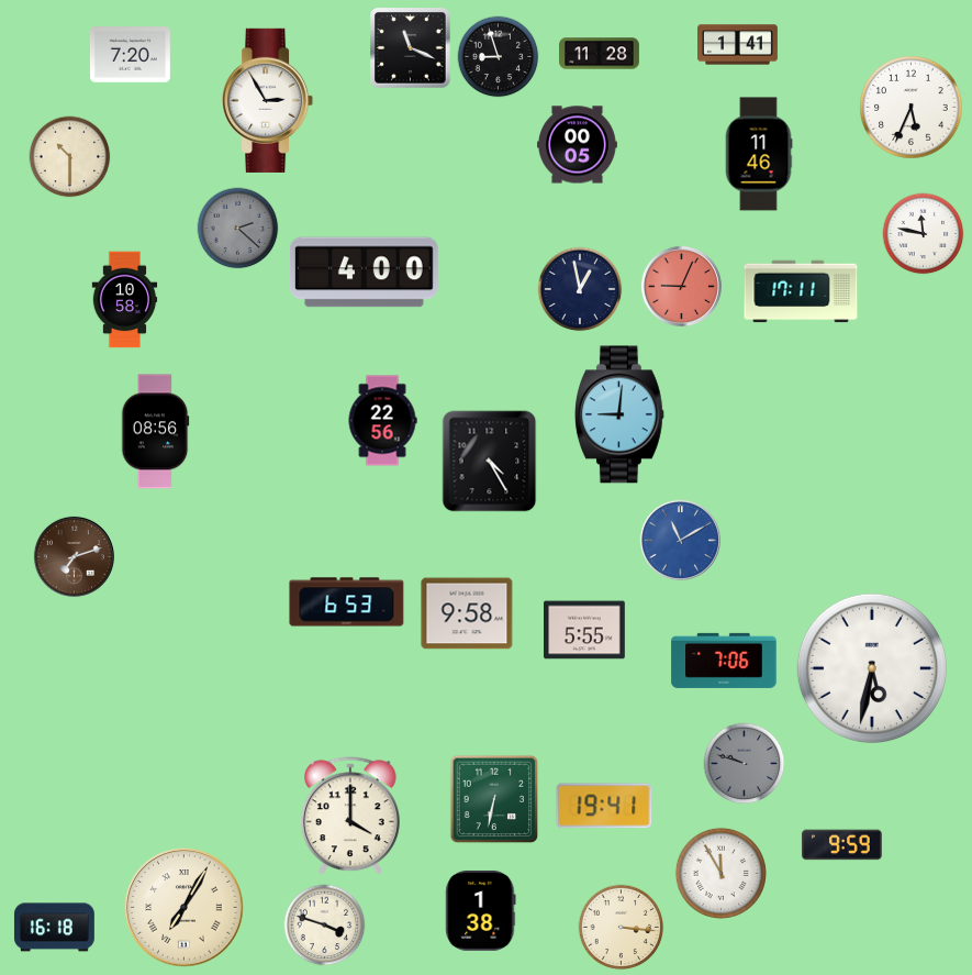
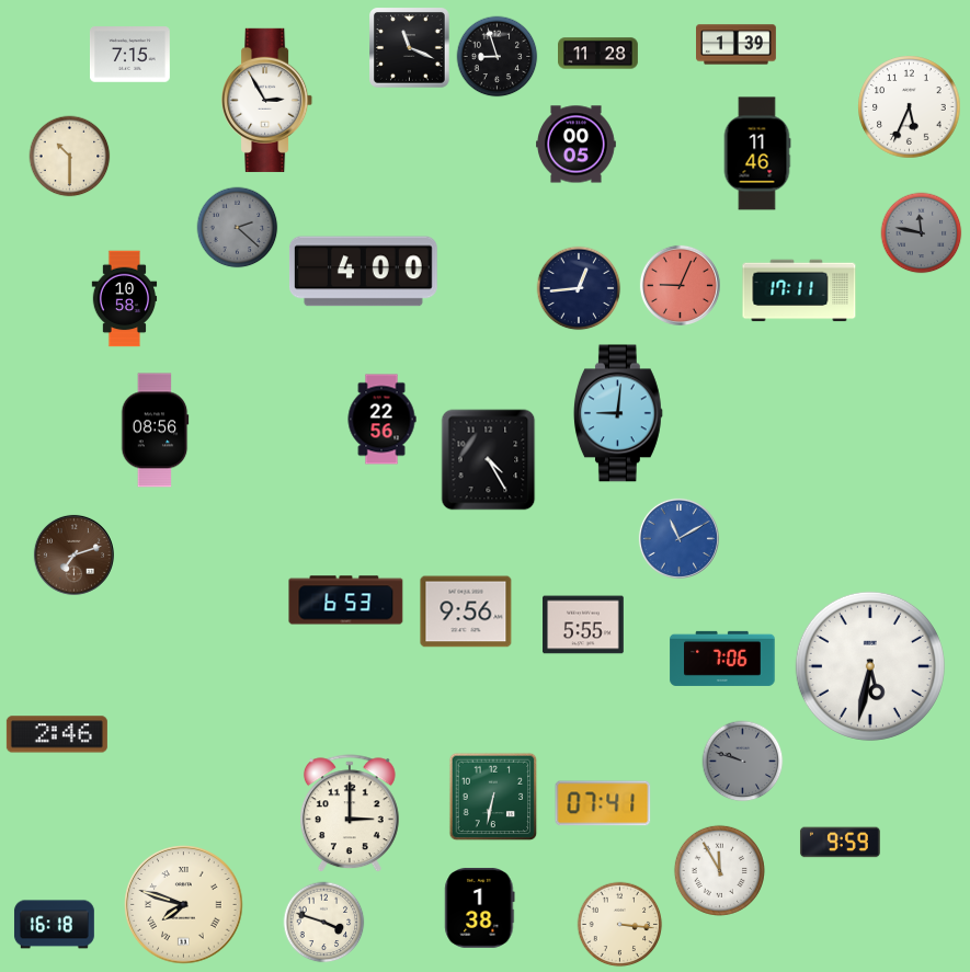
clock at (738, 45): 1:41 -> 1:39
clock at (131, 55): 7:20 -> 7:15
clock at (924, 234) dial: white -> grey
clock at (580, 289): 12:58 -> 12:44
clock at (467, 613): 9:58 -> 9:56
clock at (584, 630) position: (584, 630) -> (583, 625)
clock at (57, 734): none -> 2:46
clock at (604, 806): 19:41 -> 07:41
clock at (350, 817): 4:00 -> 3:00
clock at (185, 908): 7:05 -> 7:48
